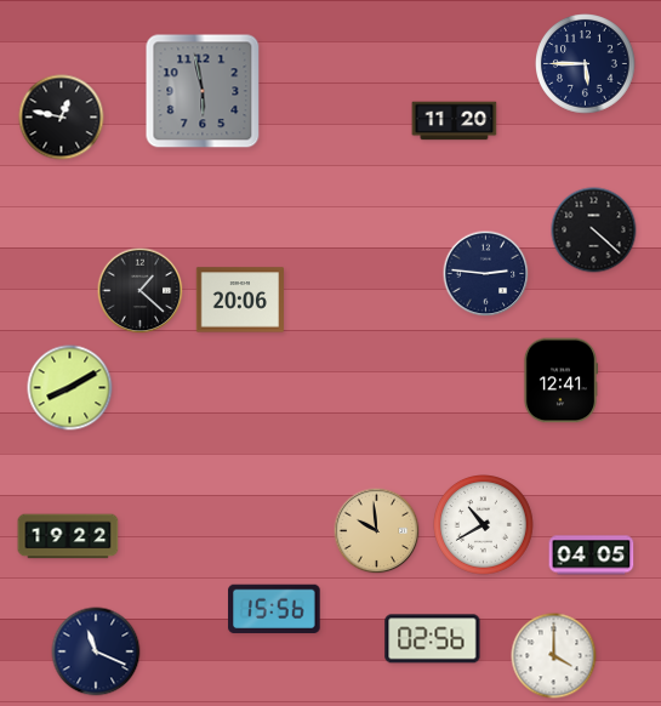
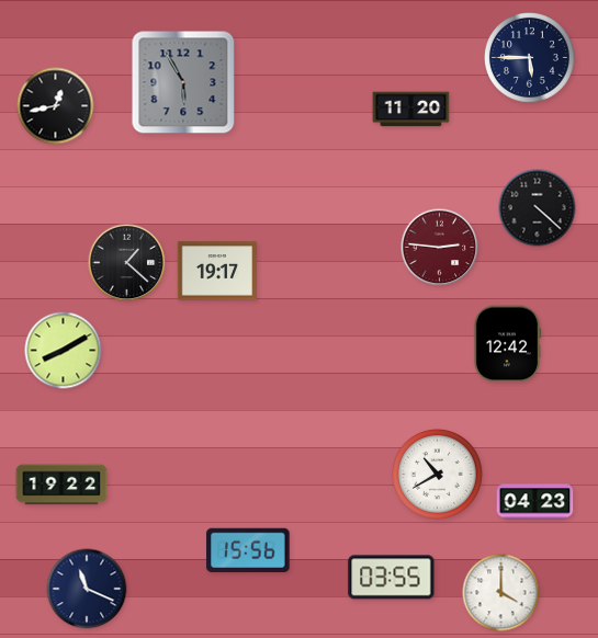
clock at (203, 91): 5:58 -> 5:55
clock at (62, 118): 12:47 -> 12:43
clock at (486, 274) dial: navy -> burgundy
clock at (239, 300): 20:06 -> 19:17
clock at (560, 381): 12:41 -> 12:42
clock at (377, 531): 9:59 -> none
clock at (592, 556): 04:05 -> 04:23
clock at (433, 639): 02:56 -> 03:55
